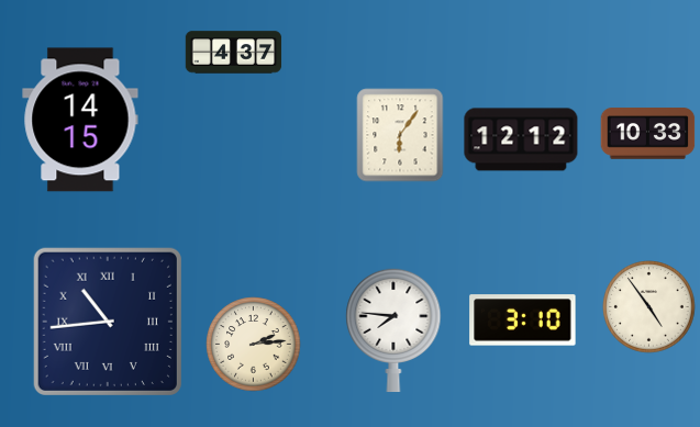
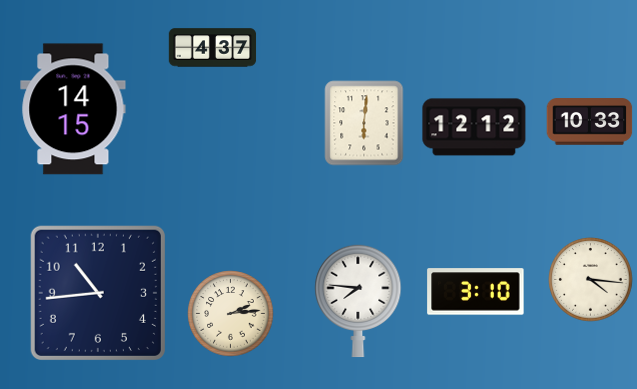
clock at (400, 135): 6:06 -> 6:01
clock at (649, 307): 4:54 -> 4:16
clock at (108, 322) numerals: Roman -> Arabic
